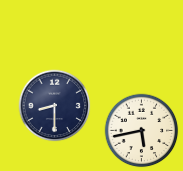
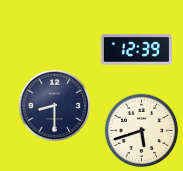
clock at (136, 50): none -> 12:39
clock at (142, 131): 5:43 -> 5:42
